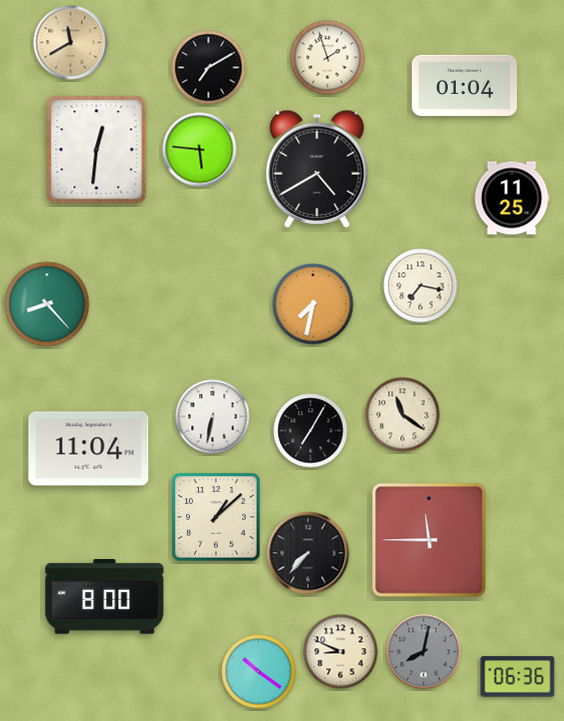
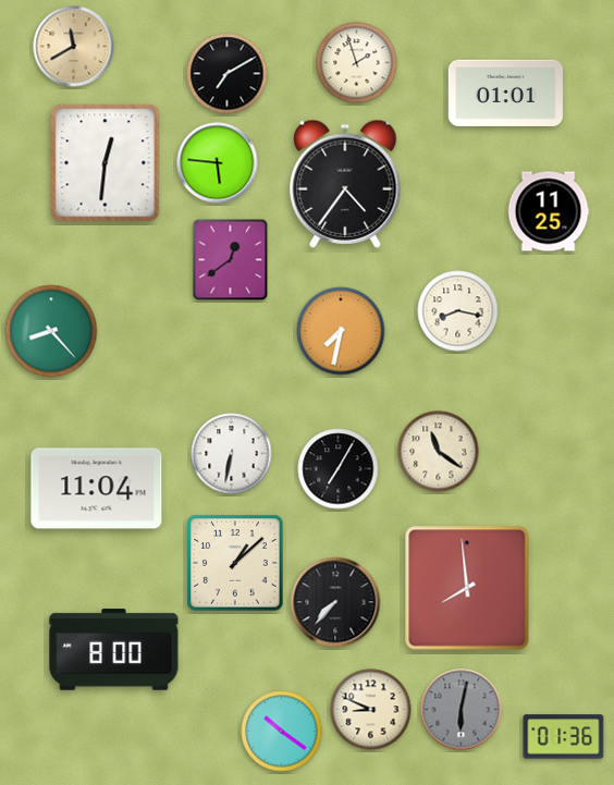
clock at (71, 43) position: (71, 43) -> (74, 47)
clock at (464, 85): 01:04 -> 01:01
clock at (317, 169): 4:40 -> 4:36
clock at (512, 198) position: (512, 198) -> (549, 211)
clock at (231, 260): none -> 12:39
clock at (421, 286): 7:17 -> 8:17
clock at (429, 540): 11:45 -> 7:59
clock at (424, 652): 8:02 -> 6:02
clock at (518, 677): 06:36 -> 01:36
